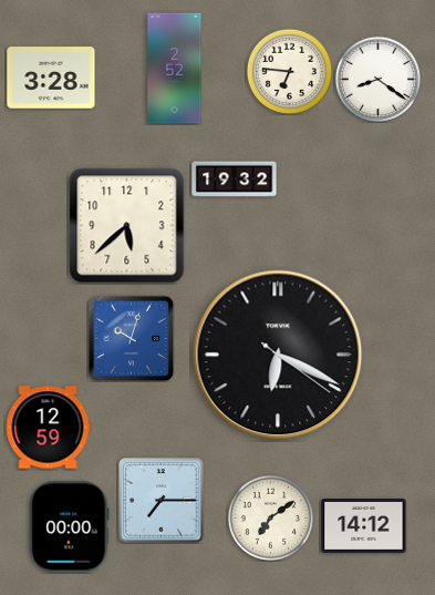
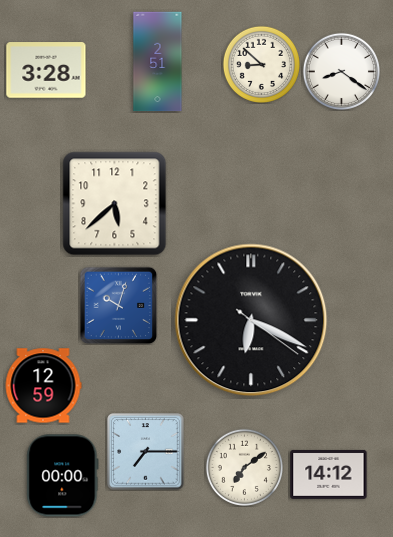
clock at (175, 69): 2:52 -> 2:51
clock at (289, 71): 6:46 -> 8:52
clock at (235, 179): 19:32 -> none
